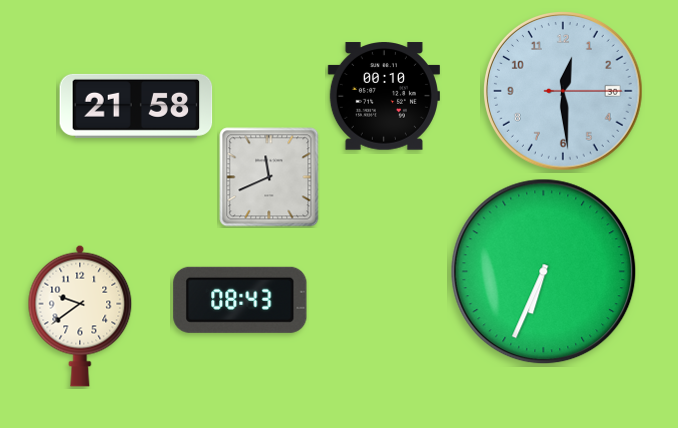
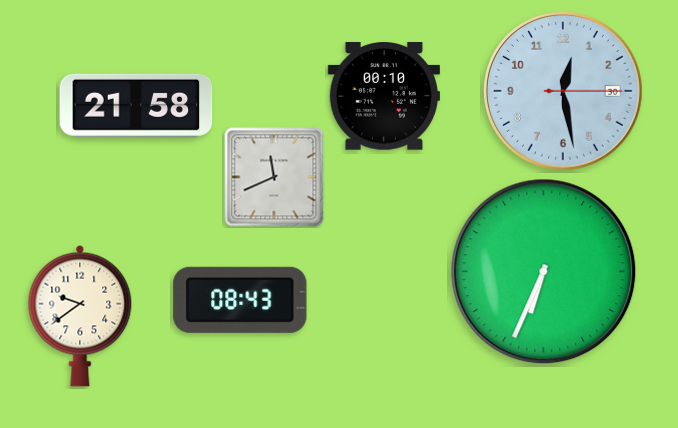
clock at (564, 92): 12:29 -> 12:28
clock at (269, 177) position: (269, 177) -> (274, 177)
